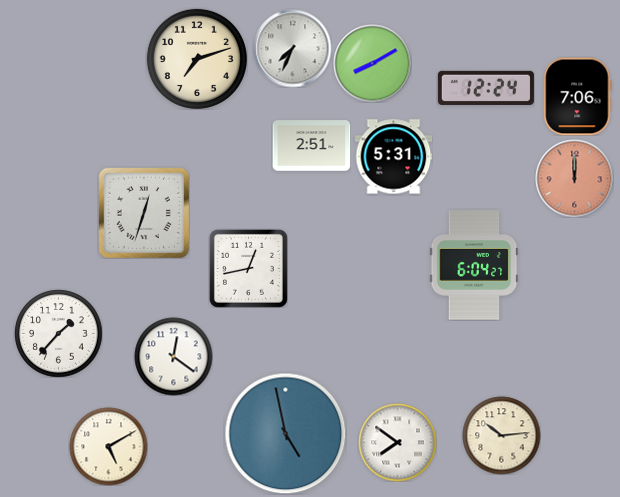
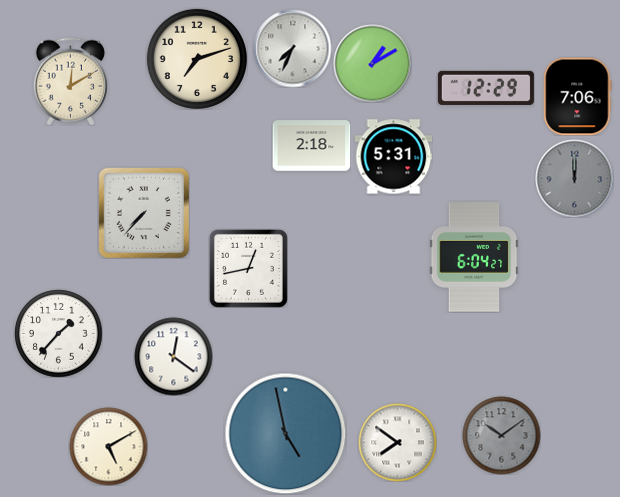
clock at (372, 63): 8:10 -> 1:10
clock at (70, 81): none -> 12:10
clock at (486, 88): 12:24 -> 12:29
clock at (311, 146): 2:51 -> 2:18
clock at (574, 178) dial: salmon -> grey
clock at (144, 213): 12:33 -> 7:37
clock at (474, 265) position: (474, 265) -> (474, 257)
clock at (501, 435): 10:14 -> 10:09
clock at (501, 435) dial: cream -> grey
